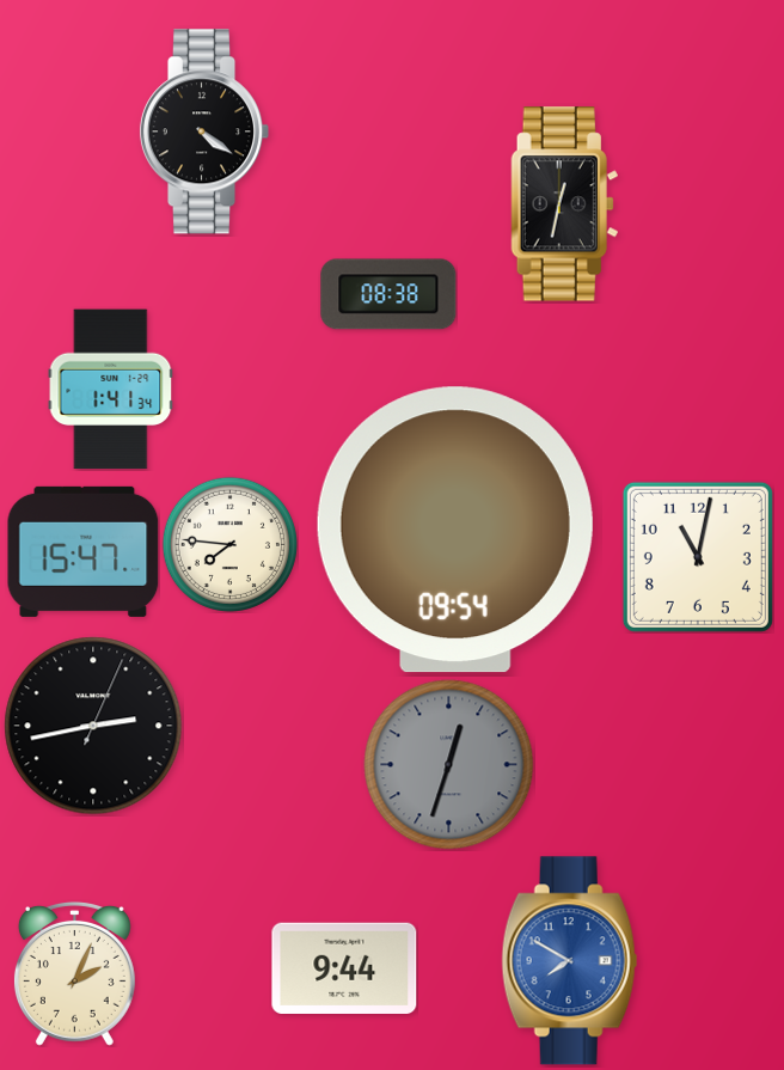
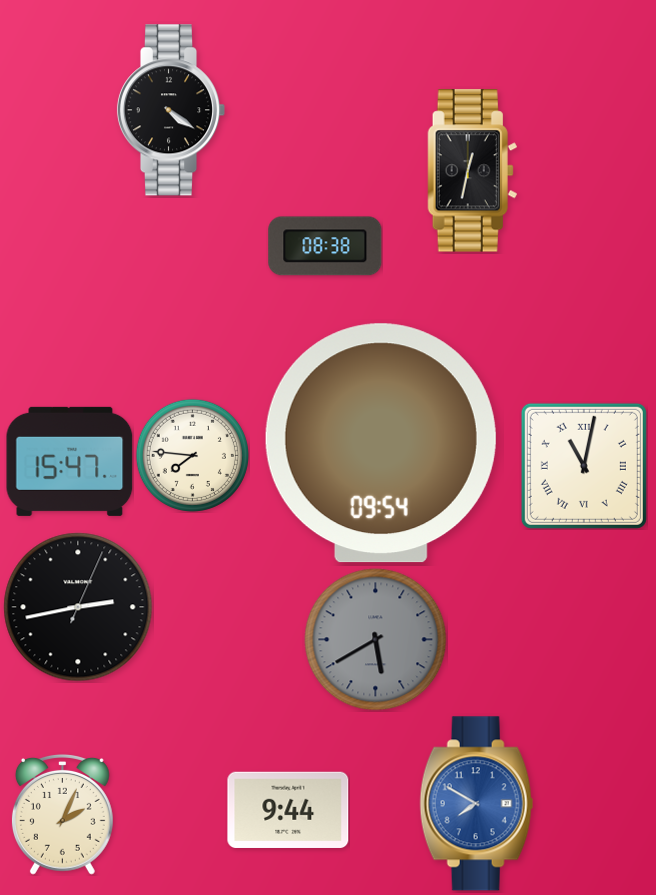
clock at (111, 390): 1:41 -> none
clock at (698, 557) numerals: Arabic -> Roman
clock at (449, 765): 12:33 -> 5:40
